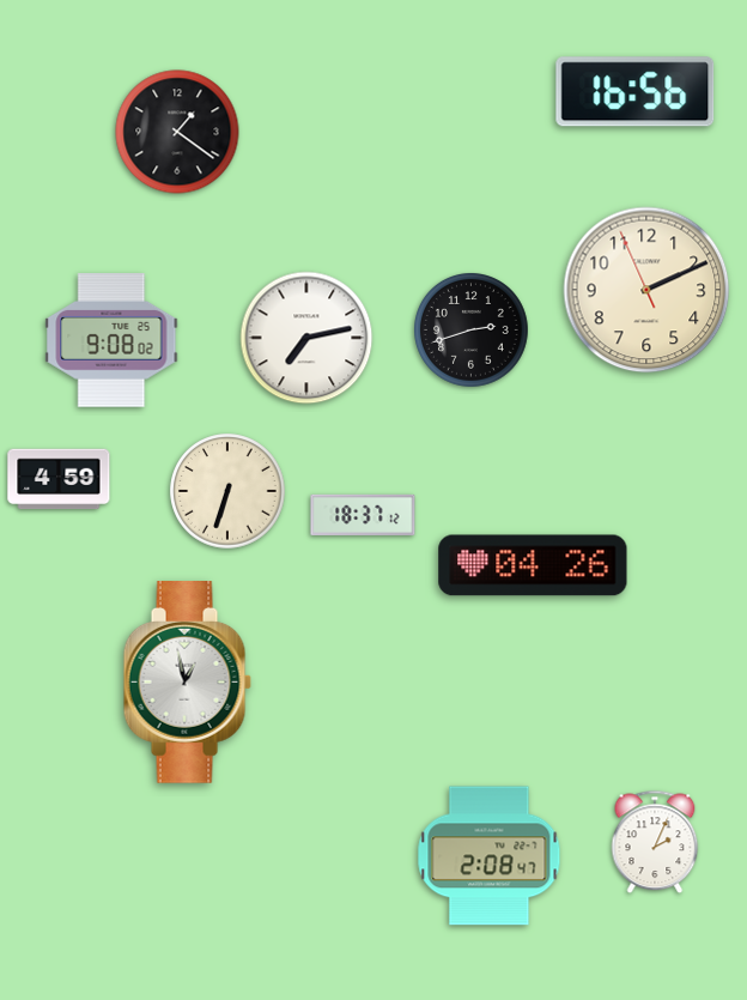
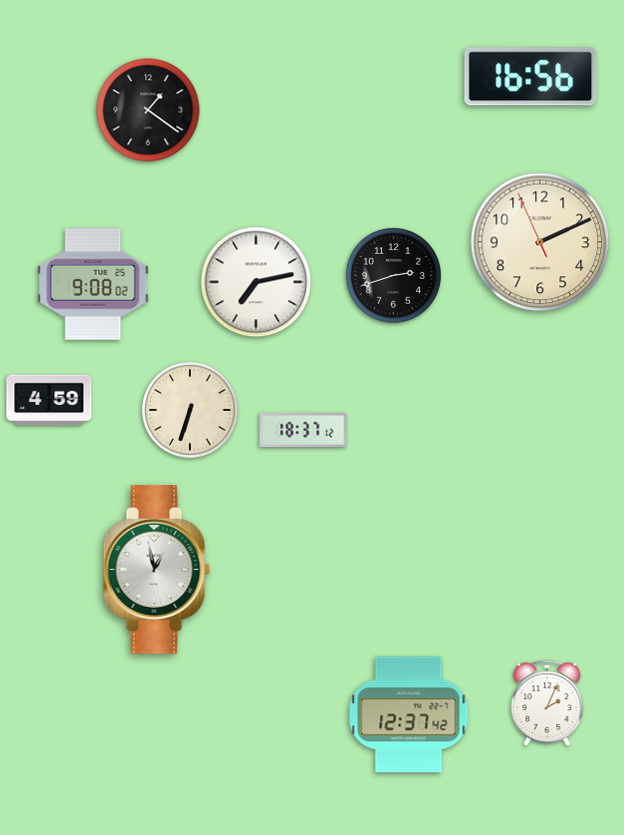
clock at (533, 565): 04:26 -> none
clock at (490, 856): 2:08 -> 12:37
